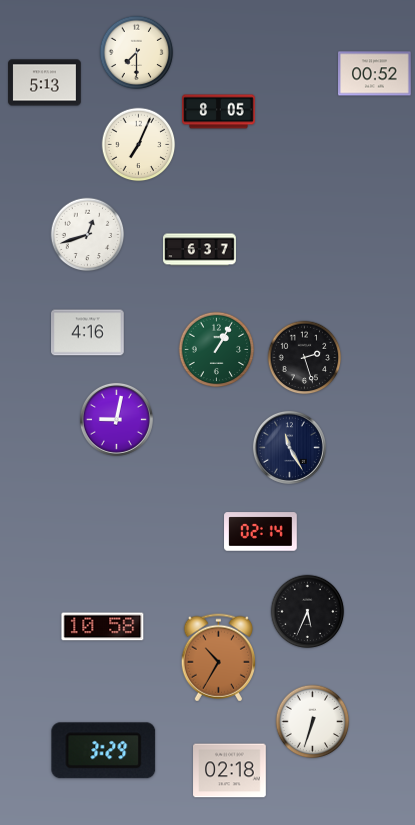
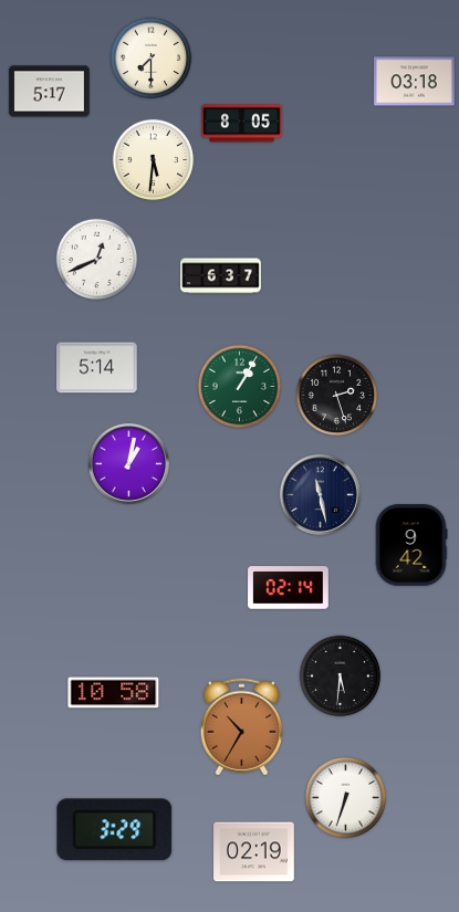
clock at (375, 74): 00:52 -> 03:18
clock at (45, 83): 5:13 -> 5:17
clock at (139, 145): 7:04 -> 5:31
clock at (88, 235): 12:42 -> 12:41
clock at (88, 333): 4:16 -> 5:14
clock at (116, 419): 9:02 -> 1:02
clock at (289, 447): 11:25 -> 11:28
clock at (411, 545): none -> 9:42
clock at (308, 612): 5:34 -> 5:31
clock at (230, 771): 02:18 -> 02:19
